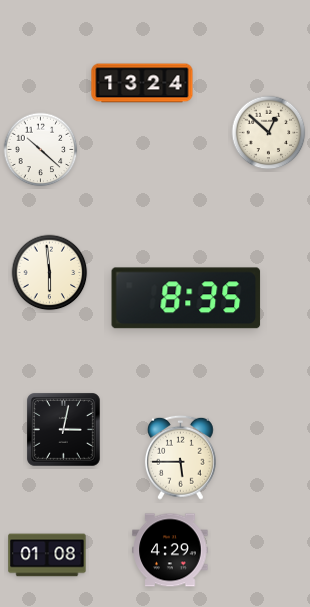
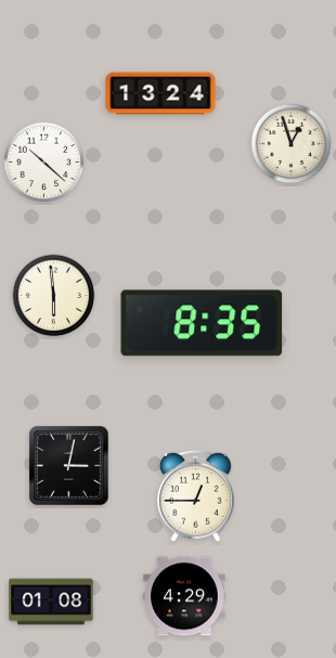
clock at (142, 83) position: (142, 83) -> (160, 93)
clock at (269, 133): 12:52 -> 12:57
clock at (180, 457): 5:45 -> 12:45
